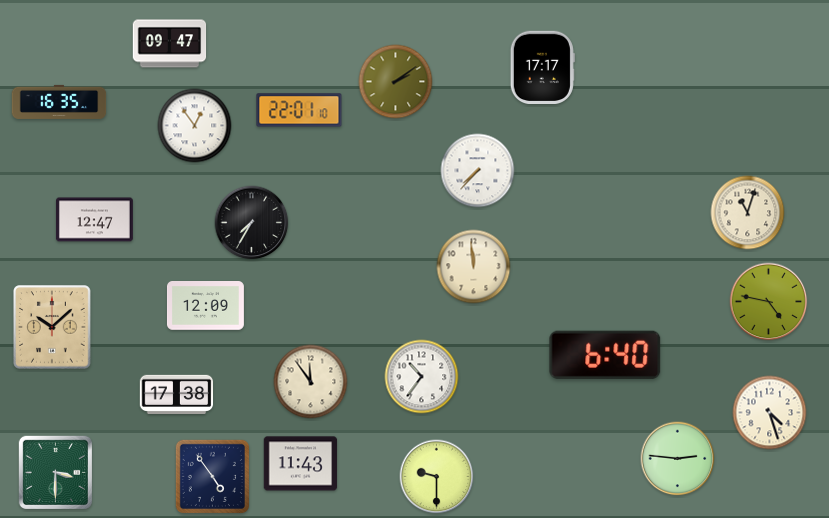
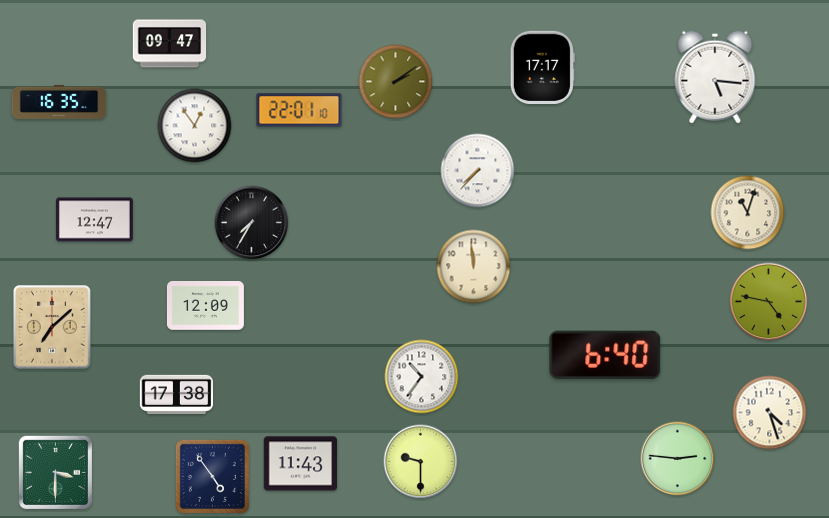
clock at (715, 77): none -> 5:16
clock at (52, 327): 10:08 -> 7:08
clock at (311, 382): 11:54 -> none
clock at (437, 477) position: (437, 477) -> (421, 462)
